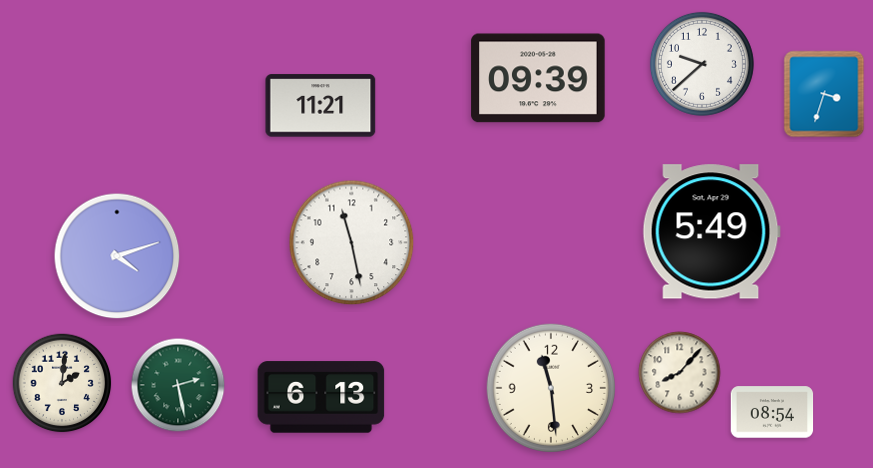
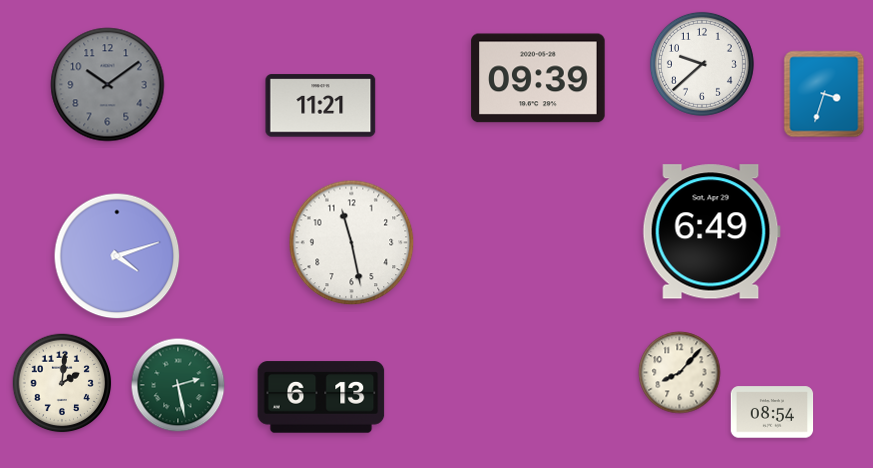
clock at (108, 85): none -> 10:09
clock at (711, 232): 5:49 -> 6:49
clock at (550, 387): 11:29 -> none
